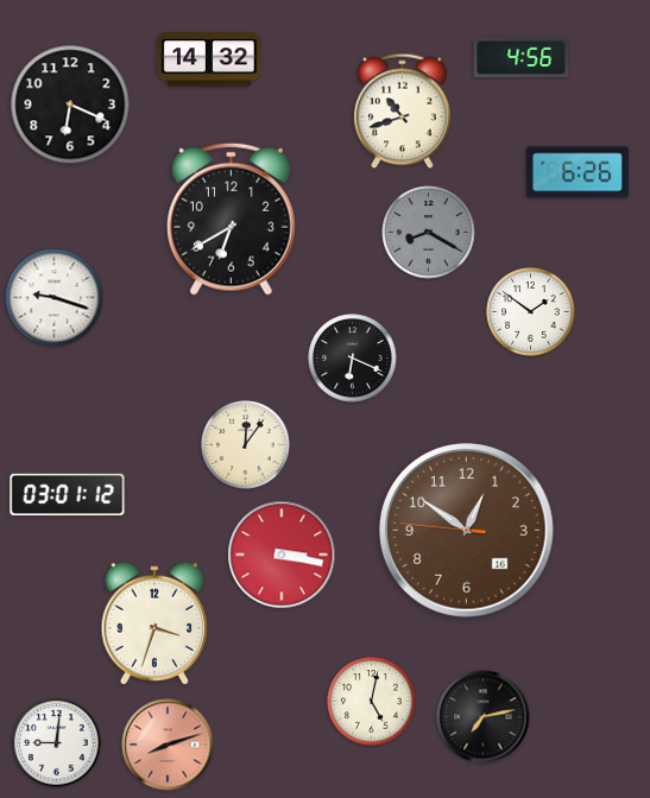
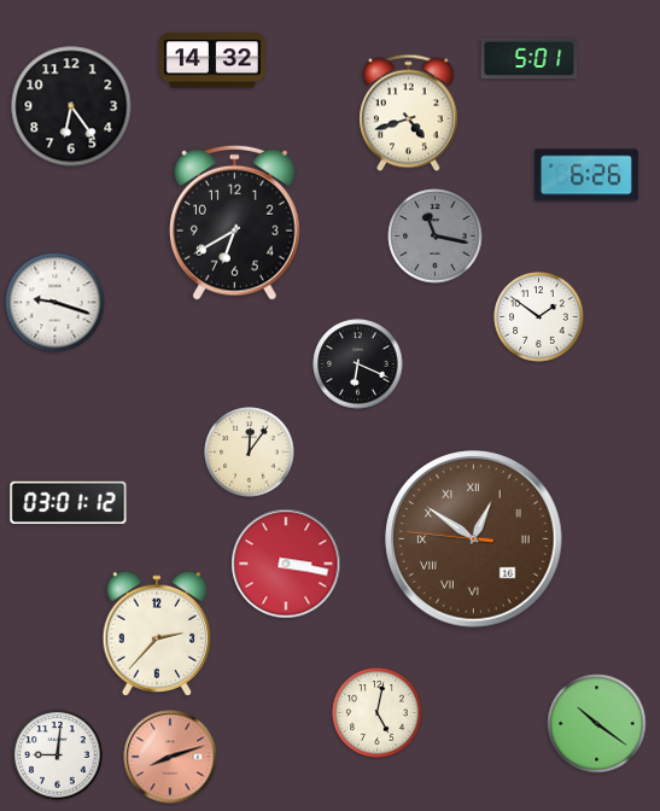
clock at (522, 58): 4:56 -> 5:01
clock at (70, 104): 6:19 -> 6:24
clock at (403, 112): 10:42 -> 4:42
clock at (429, 233): 8:20 -> 11:17
clock at (467, 531) numerals: Arabic -> Roman
clock at (154, 622): 3:33 -> 2:37
clock at (597, 724): none -> 10:21
clock at (484, 717): 7:13 -> none
